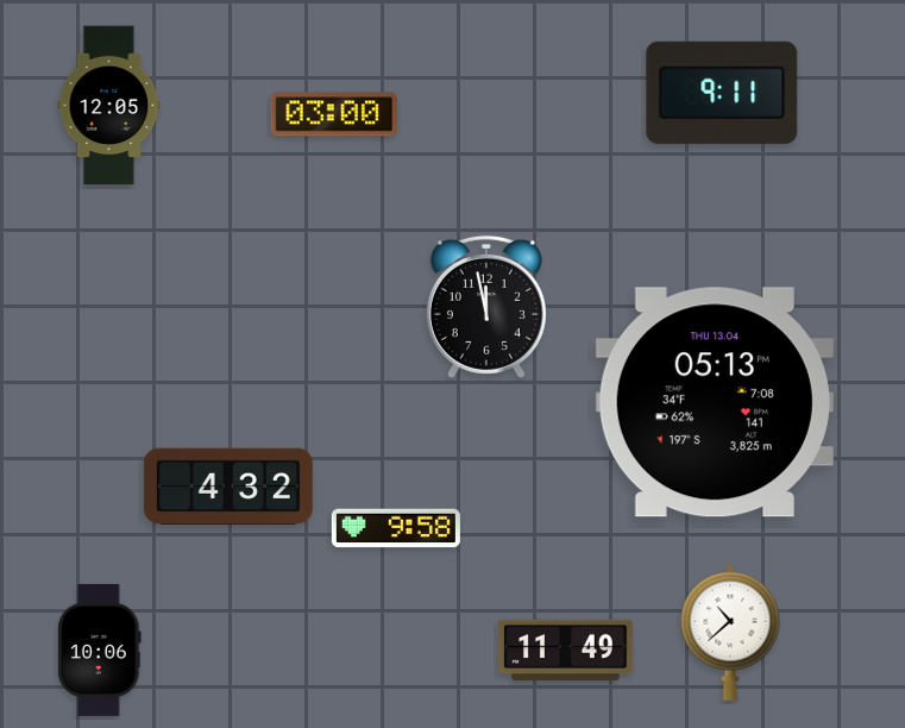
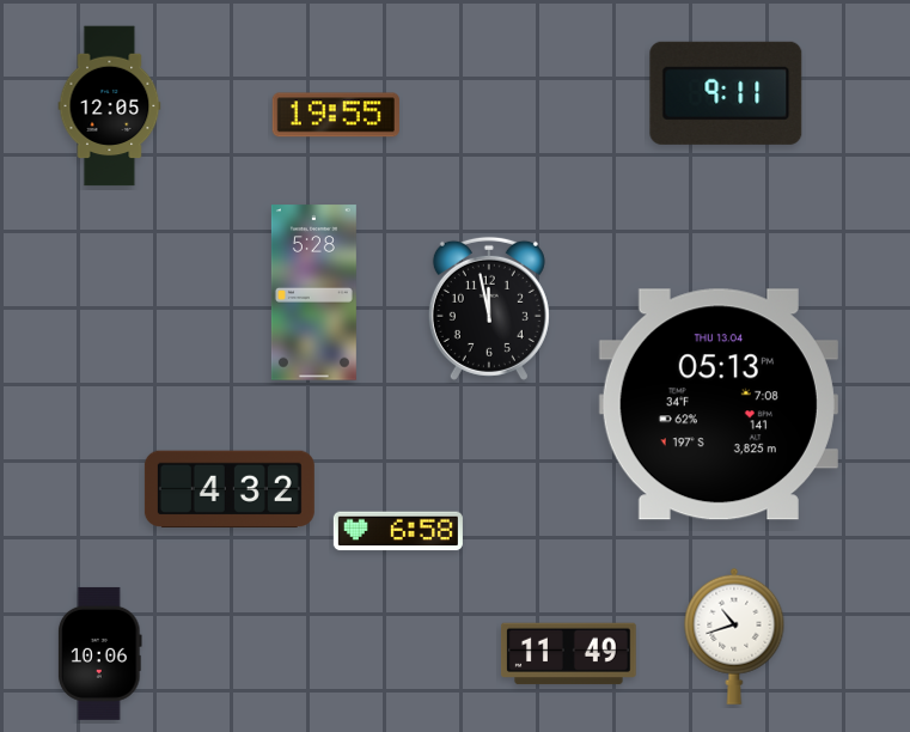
clock at (334, 114): 03:00 -> 19:55
clock at (313, 293): none -> 5:28
clock at (396, 528): 9:58 -> 6:58
clock at (730, 633): 10:38 -> 10:42
